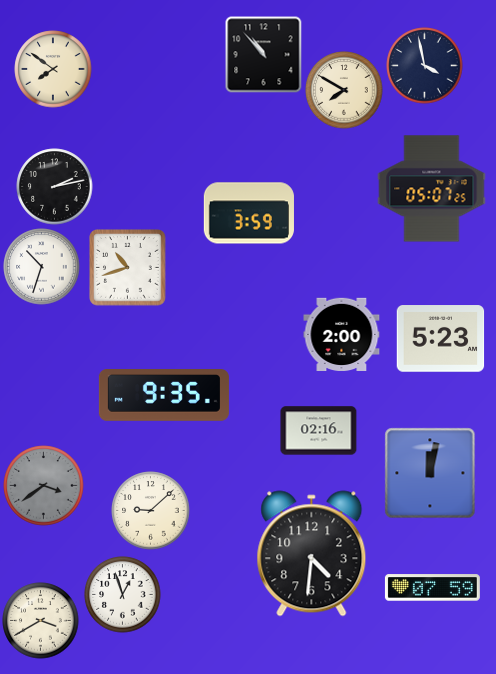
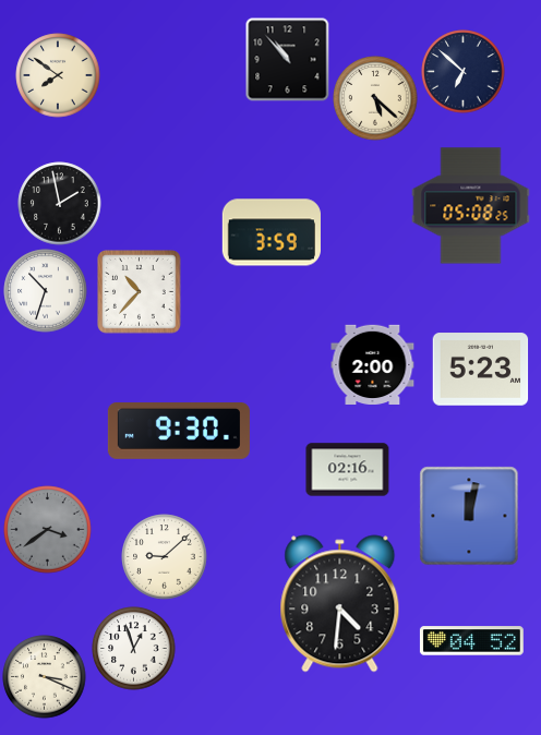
clock at (425, 66): 3:58 -> 6:52
clock at (344, 90): 7:50 -> 5:22
clock at (55, 187): 2:13 -> 1:58
clock at (432, 189): 05:07 -> 05:08
clock at (128, 268): 10:42 -> 10:37
clock at (164, 396): 9:35 -> 9:30
clock at (432, 588): 07:59 -> 04:52
clock at (41, 621): 3:40 -> 3:19
